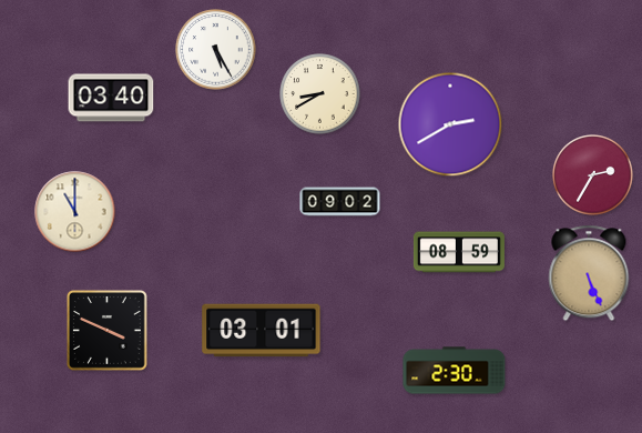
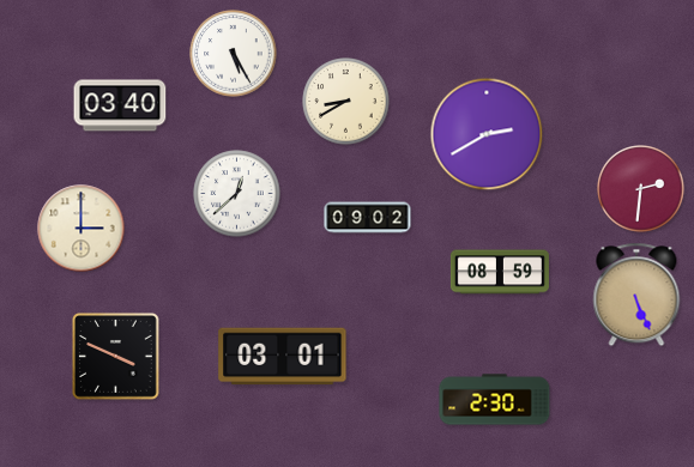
clock at (593, 175): 2:35 -> 2:31
clock at (237, 194): none -> 12:38
clock at (75, 212): 11:00 -> 3:00
clock at (459, 252) position: (459, 252) -> (500, 272)
clock at (455, 371) position: (455, 371) -> (495, 400)
